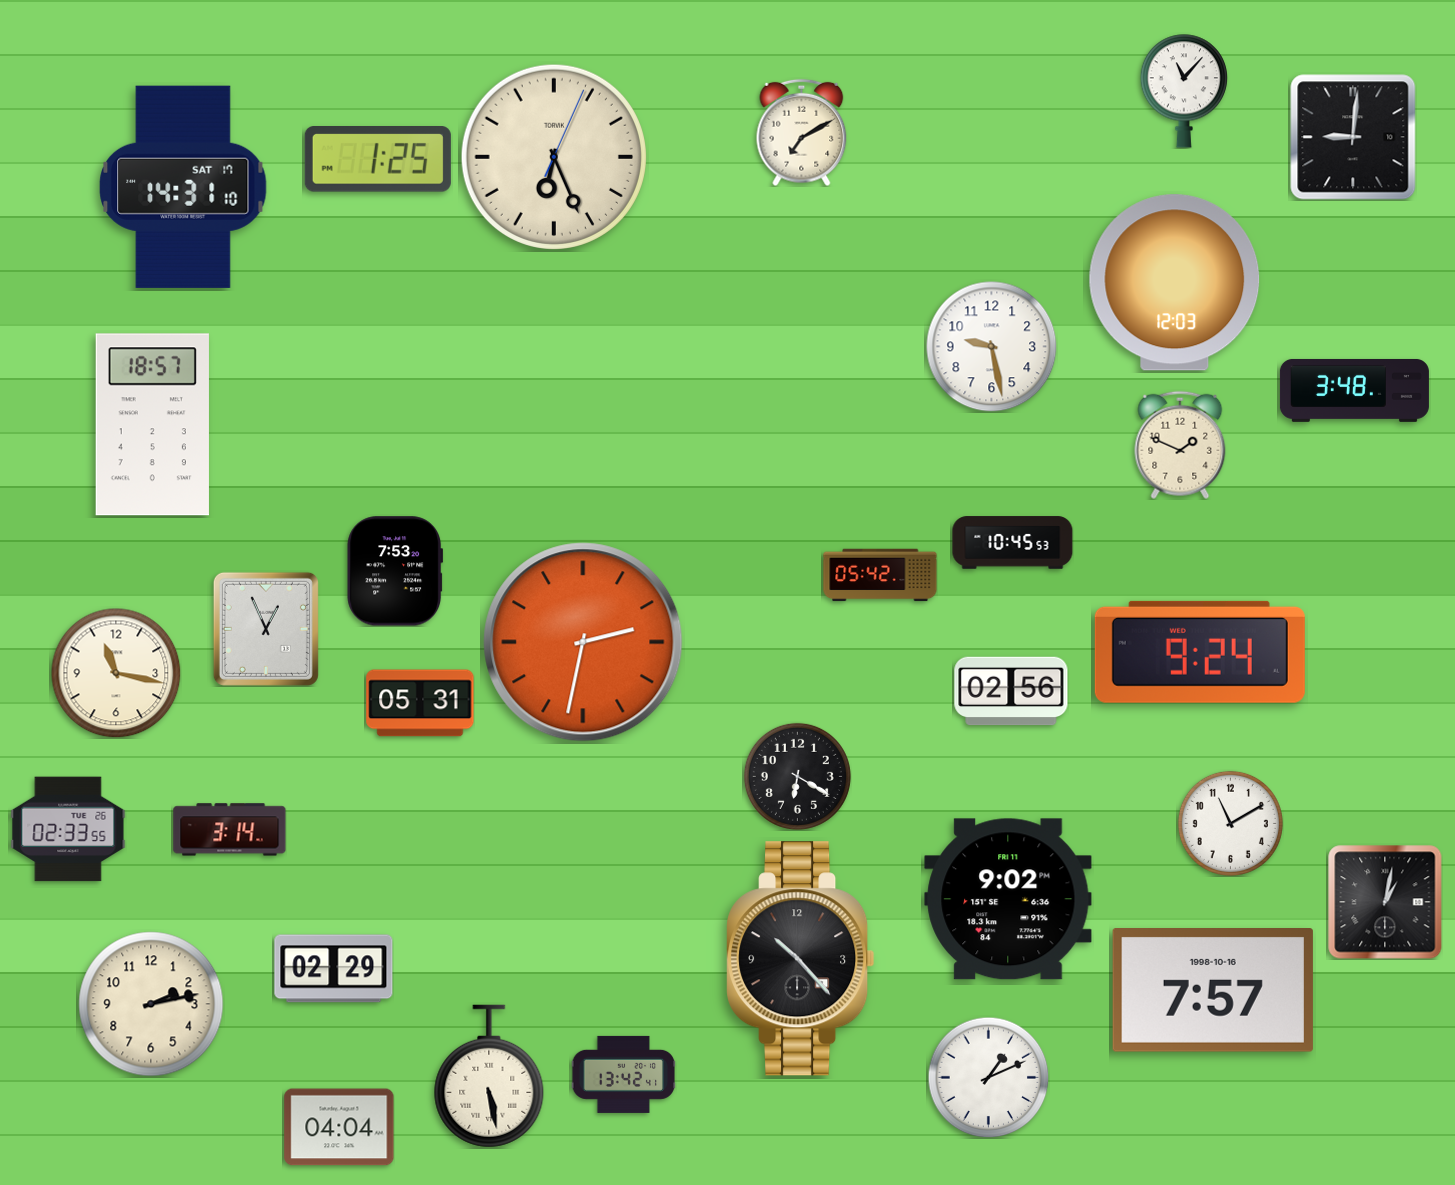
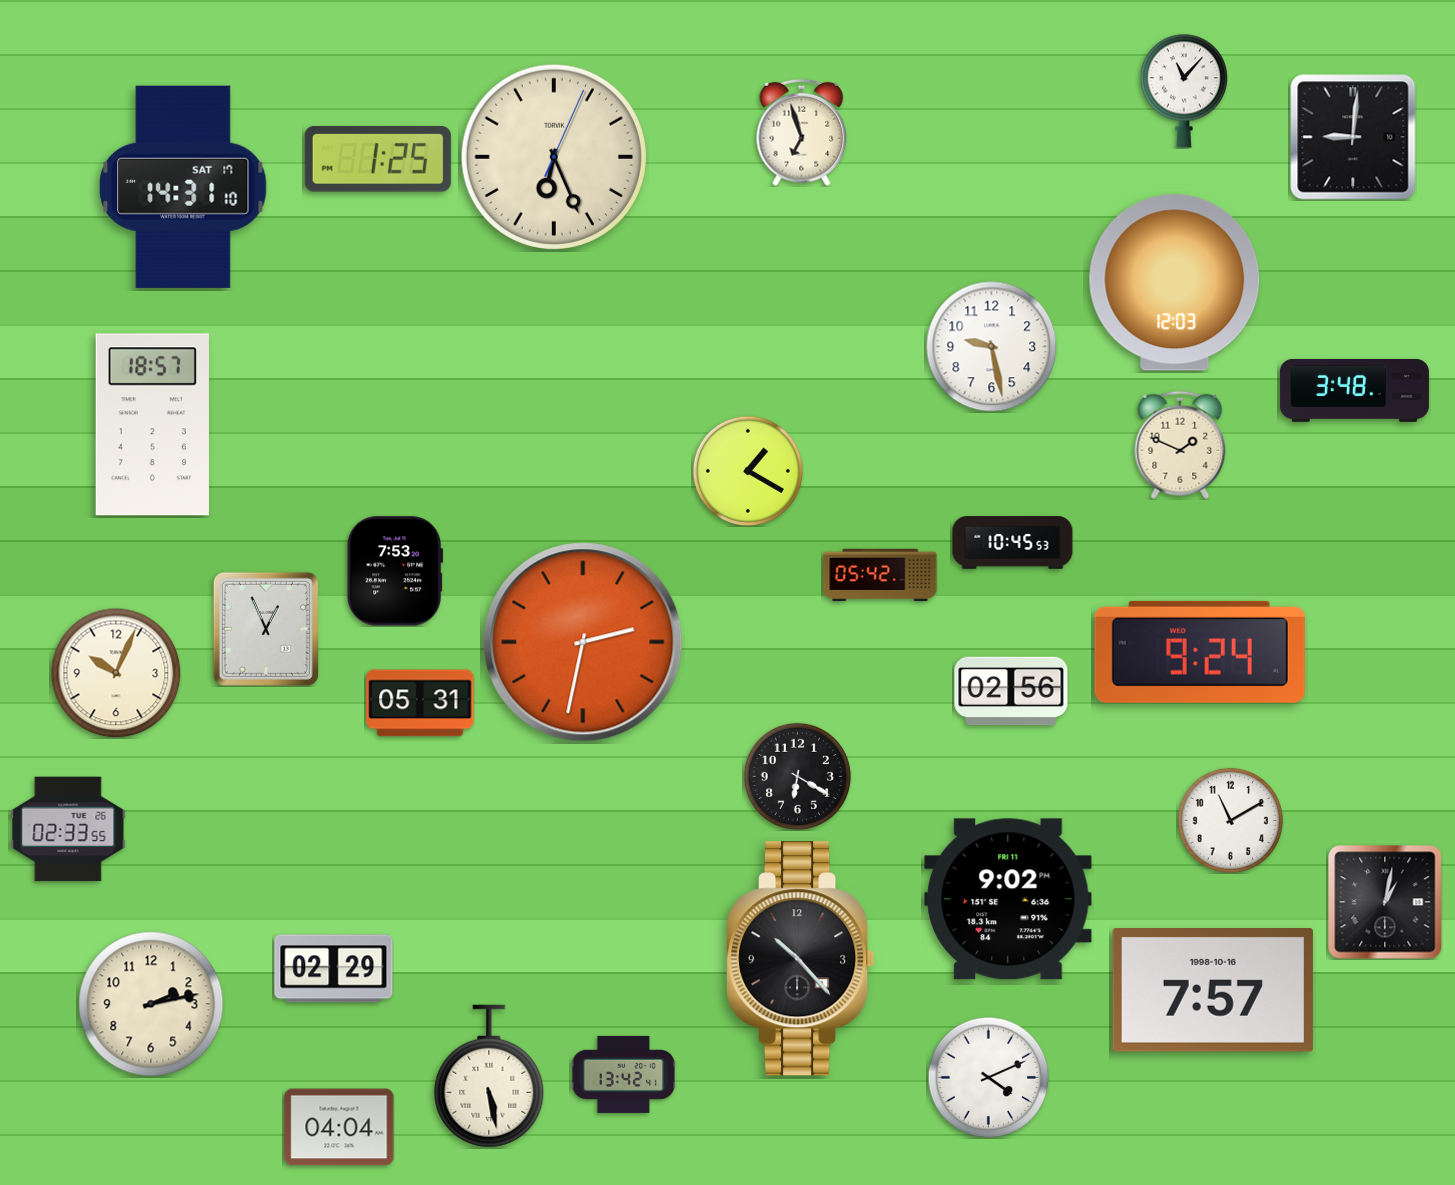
clock at (802, 132): 7:10 -> 6:57
clock at (748, 471): none -> 1:20
clock at (116, 673): 11:17 -> 10:04
clock at (1230, 823) position: (1230, 823) -> (1230, 820)
clock at (230, 830): 3:14 -> none
clock at (988, 1077): 1:11 -> 4:11
